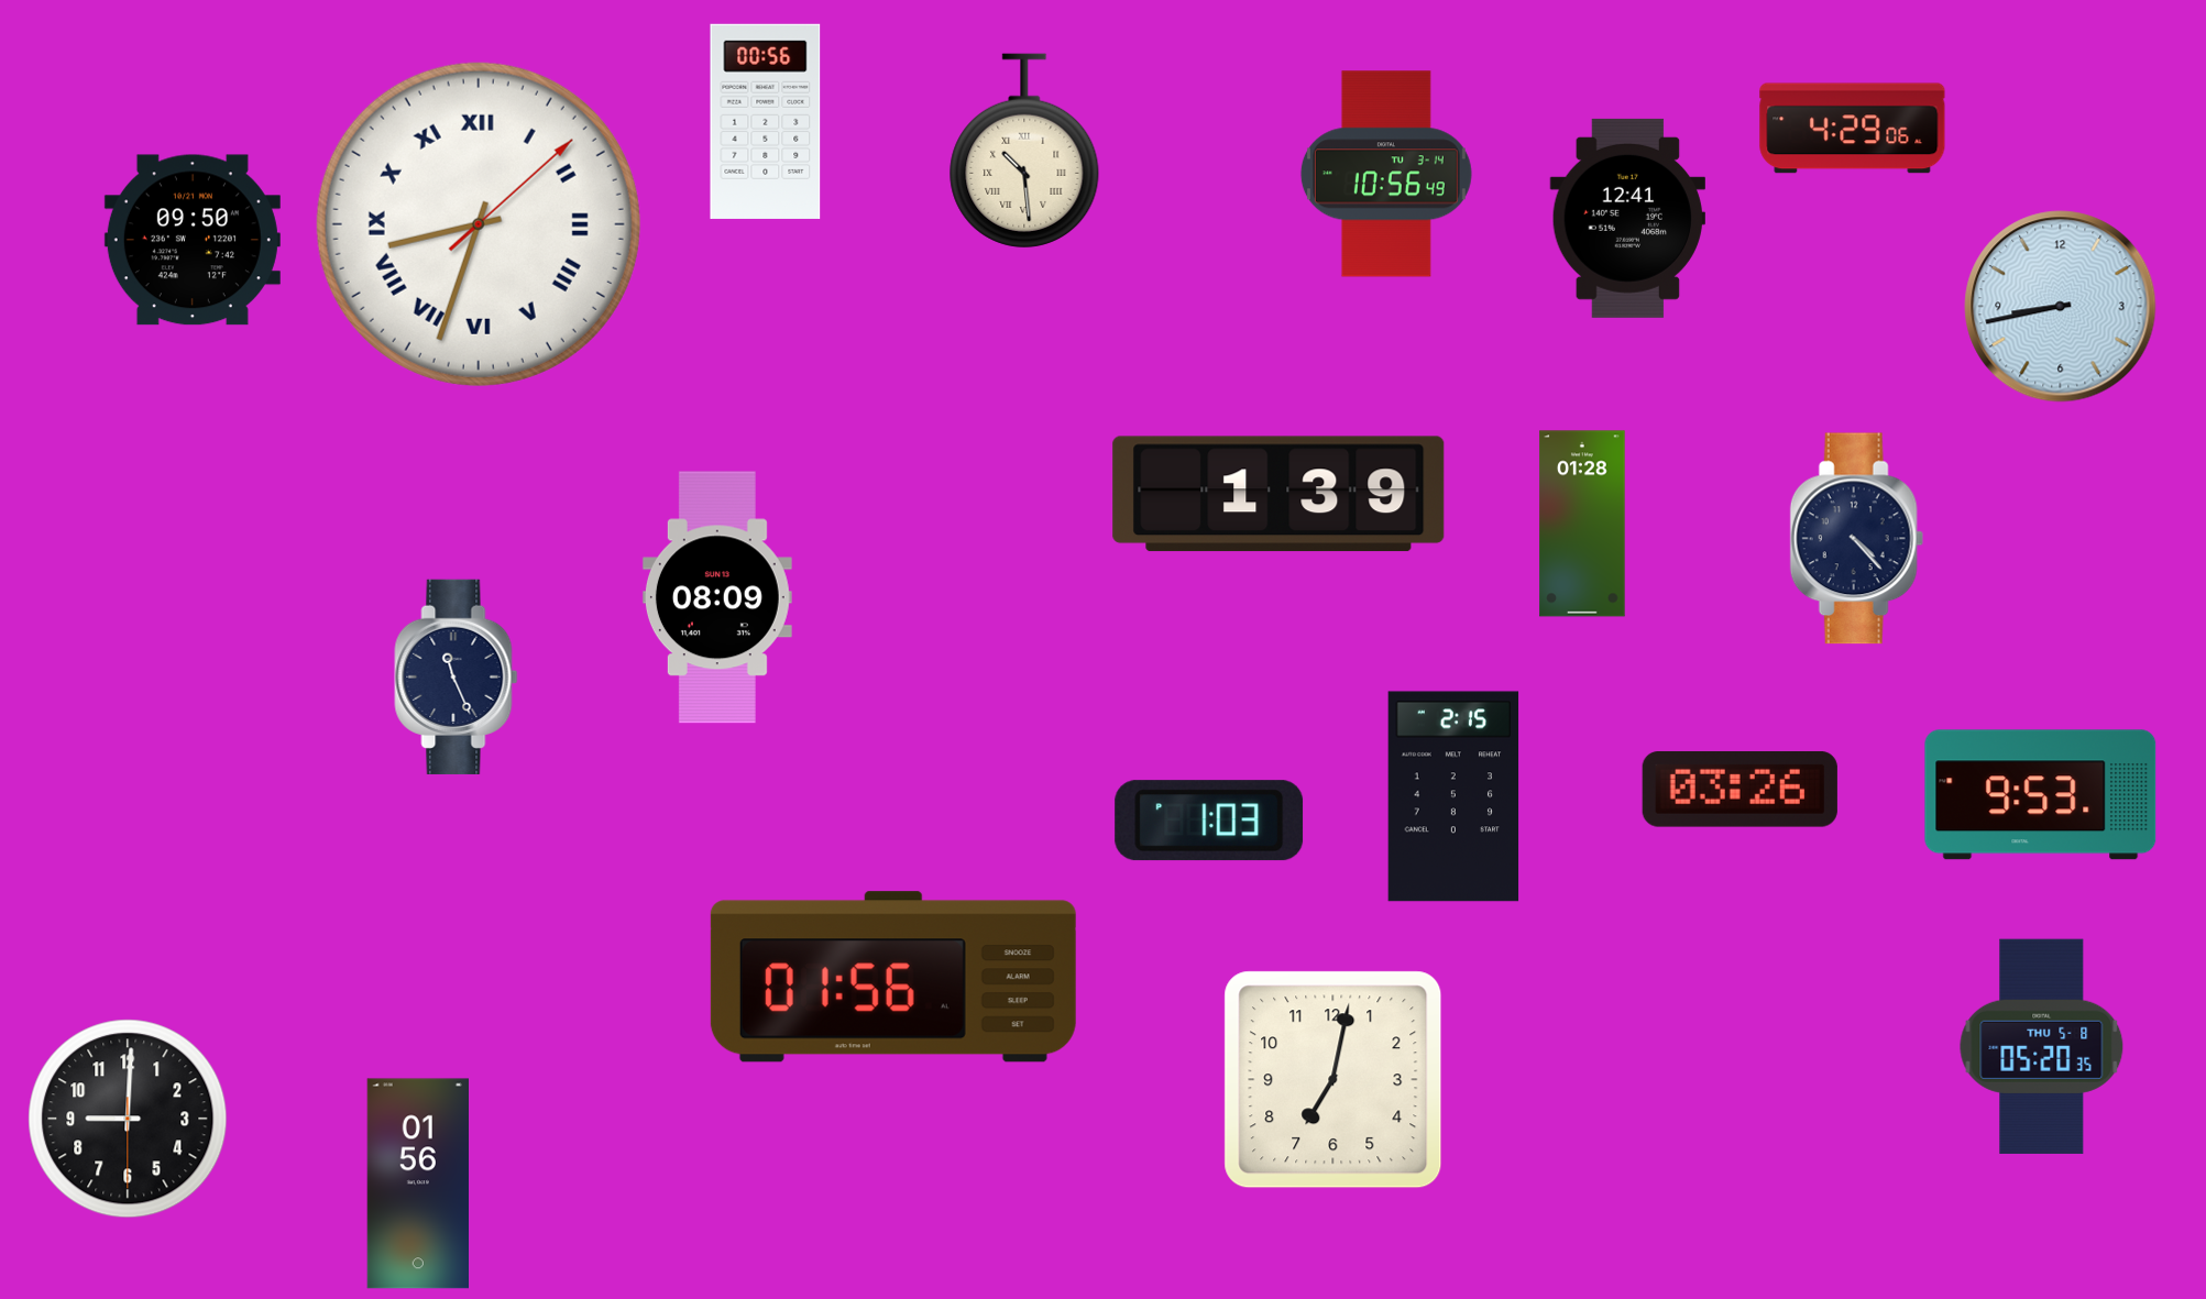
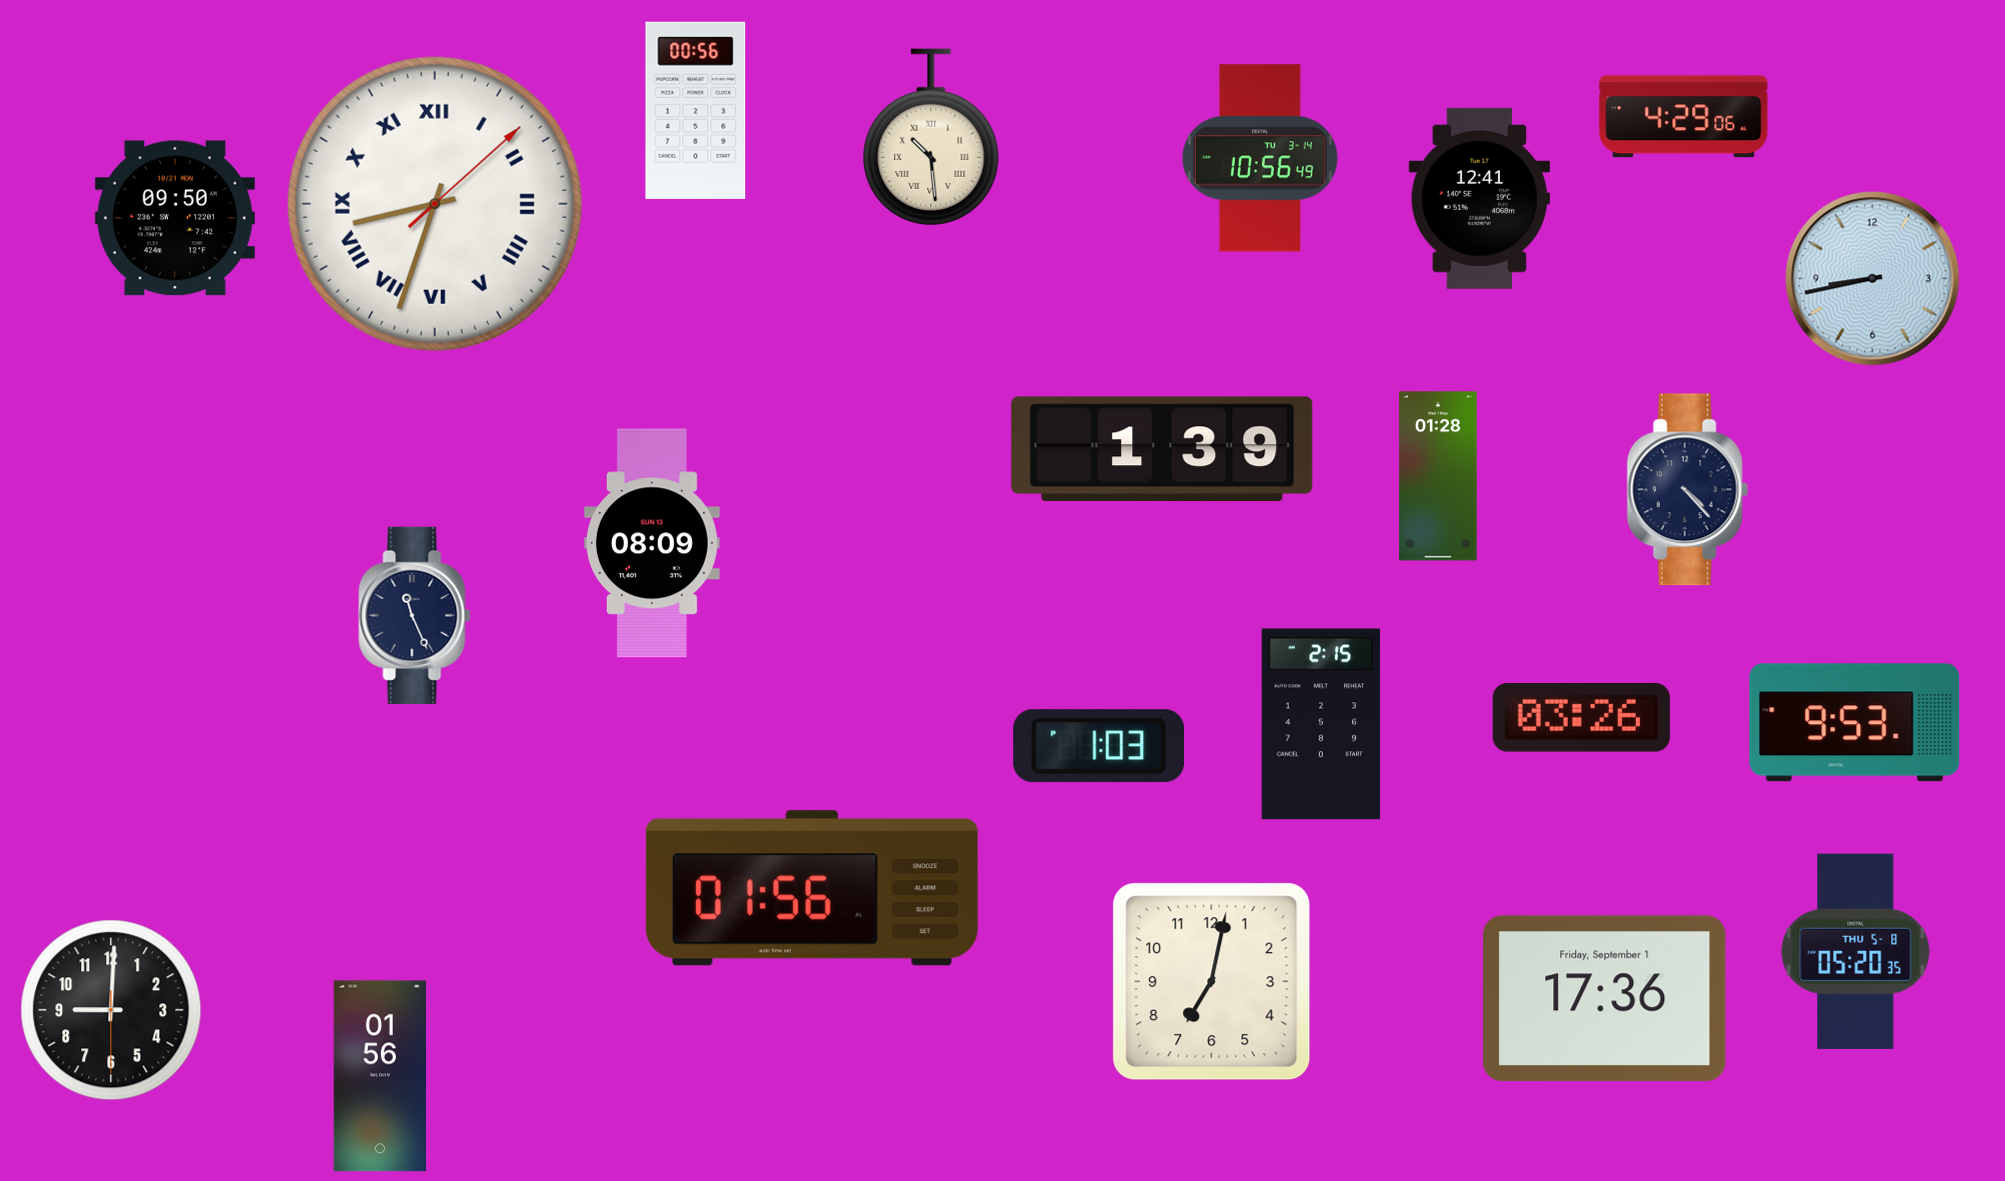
clock at (1605, 999): none -> 17:36
clock at (128, 1119) position: (128, 1119) -> (111, 1010)
